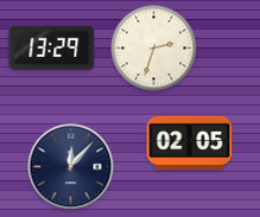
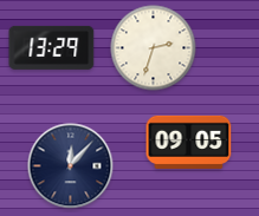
clock at (190, 142): 02:05 -> 09:05
